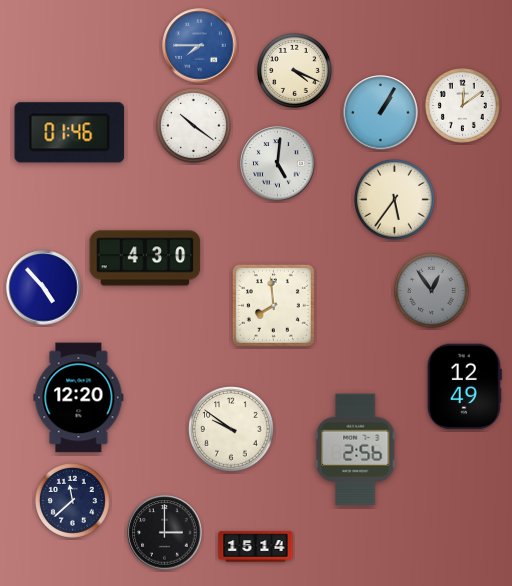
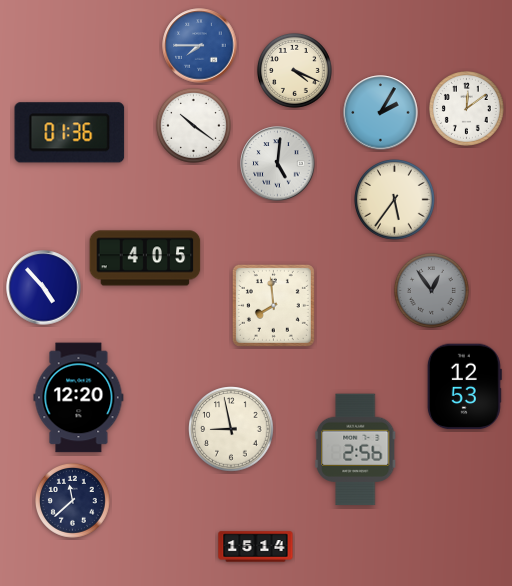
clock at (462, 105) position: (462, 105) -> (466, 108)
clock at (381, 113): 1:05 -> 2:05
clock at (70, 133): 01:46 -> 01:36
clock at (145, 258): 4:30 -> 4:05
clock at (464, 387): 12:49 -> 12:53
clock at (231, 429): 9:51 -> 8:58
clock at (165, 533): 3:00 -> none
